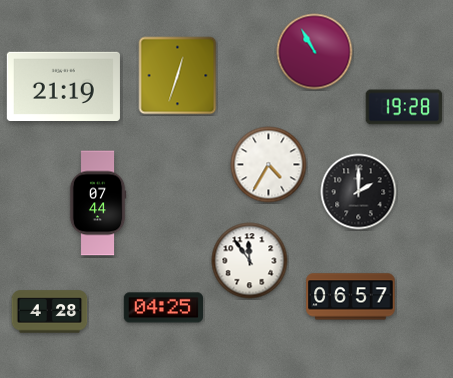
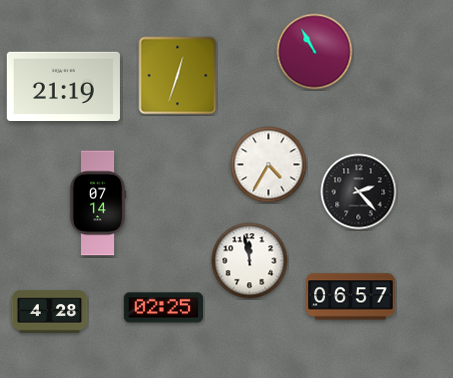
clock at (404, 107): 19:28 -> none
clock at (359, 192): 2:00 -> 2:23
clock at (98, 203): 07:44 -> 07:14
clock at (250, 261): 11:54 -> 11:58
clock at (163, 308): 04:25 -> 02:25
